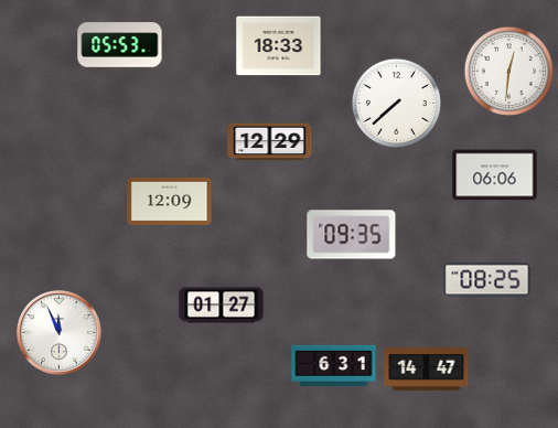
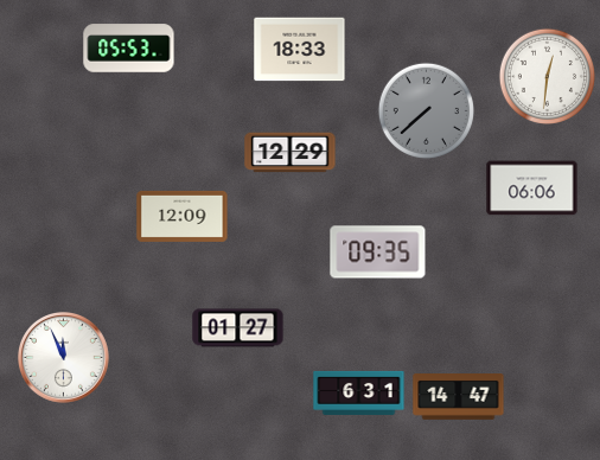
clock at (396, 103) dial: white -> grey
clock at (487, 280): 08:25 -> none
